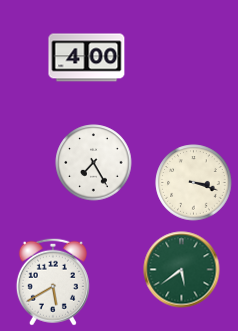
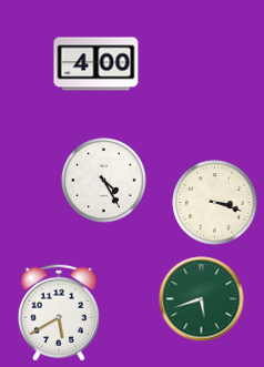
clock at (94, 163): 7:25 -> 4:25
clock at (182, 270): 5:39 -> 5:42
